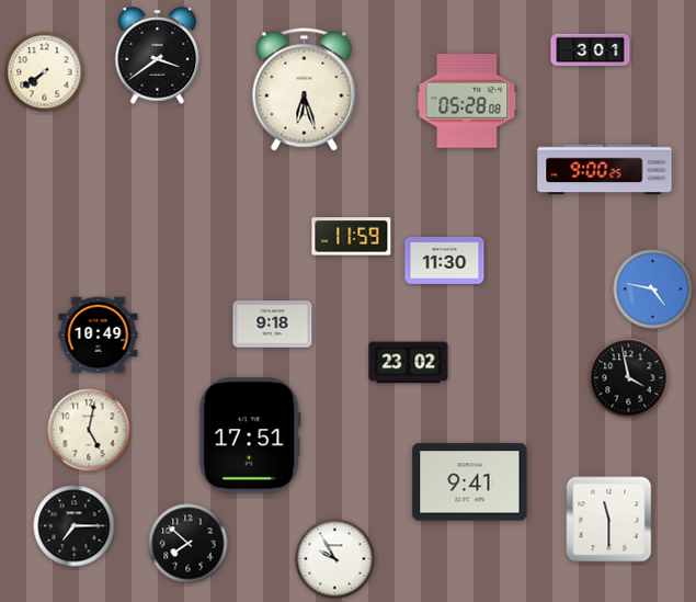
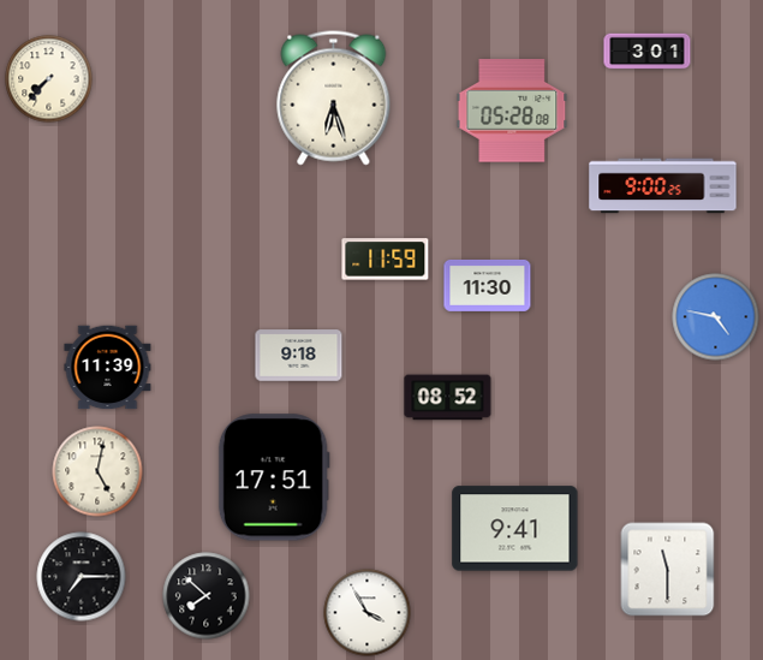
clock at (591, 50) position: (591, 50) -> (648, 52)
clock at (158, 56): 3:39 -> none
clock at (45, 72): 7:39 -> 7:37
clock at (99, 336): 10:49 -> 11:39
clock at (409, 363): 23:02 -> 08:52
clock at (629, 378): 3:58 -> none
clock at (335, 559): 9:55 -> 3:55
